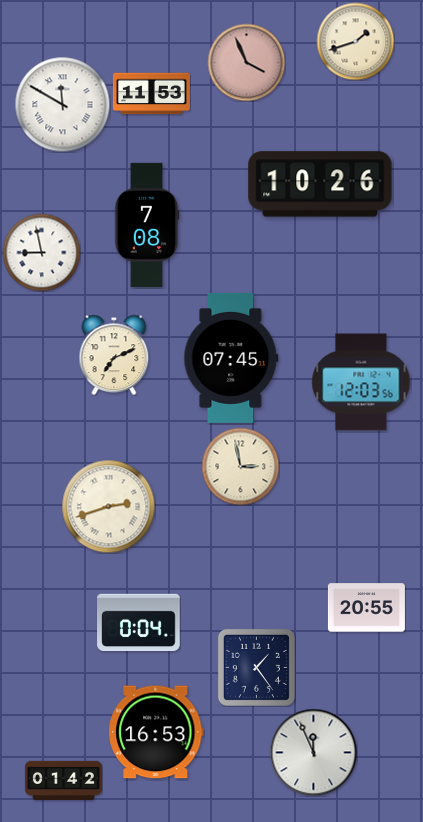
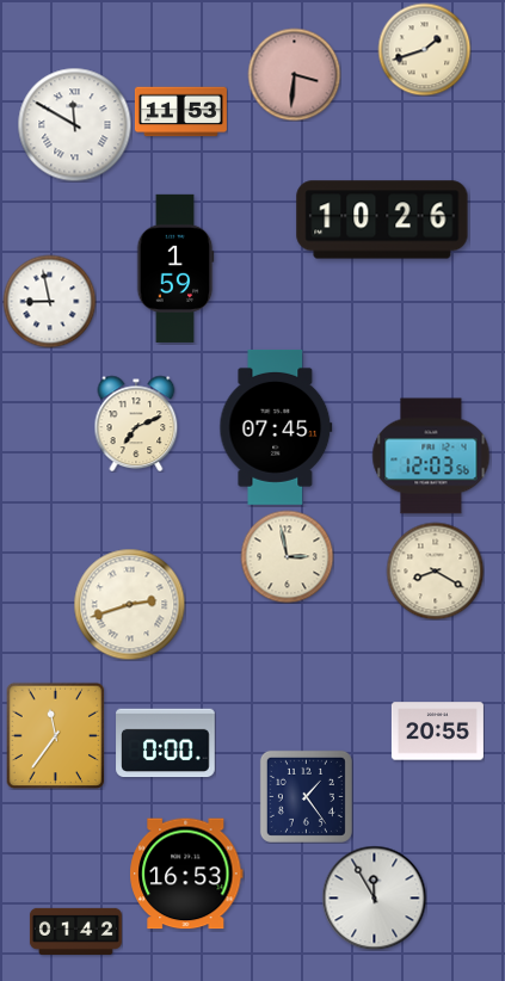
clock at (246, 62): 3:56 -> 3:31
clock at (147, 225): 7:08 -> 1:59
clock at (435, 570): none -> 8:20
clock at (366, 608) position: (366, 608) -> (437, 732)
clock at (56, 735): none -> 11:36
clock at (139, 623): 0:04 -> 0:00
clock at (313, 752): 11:56 -> 11:55
